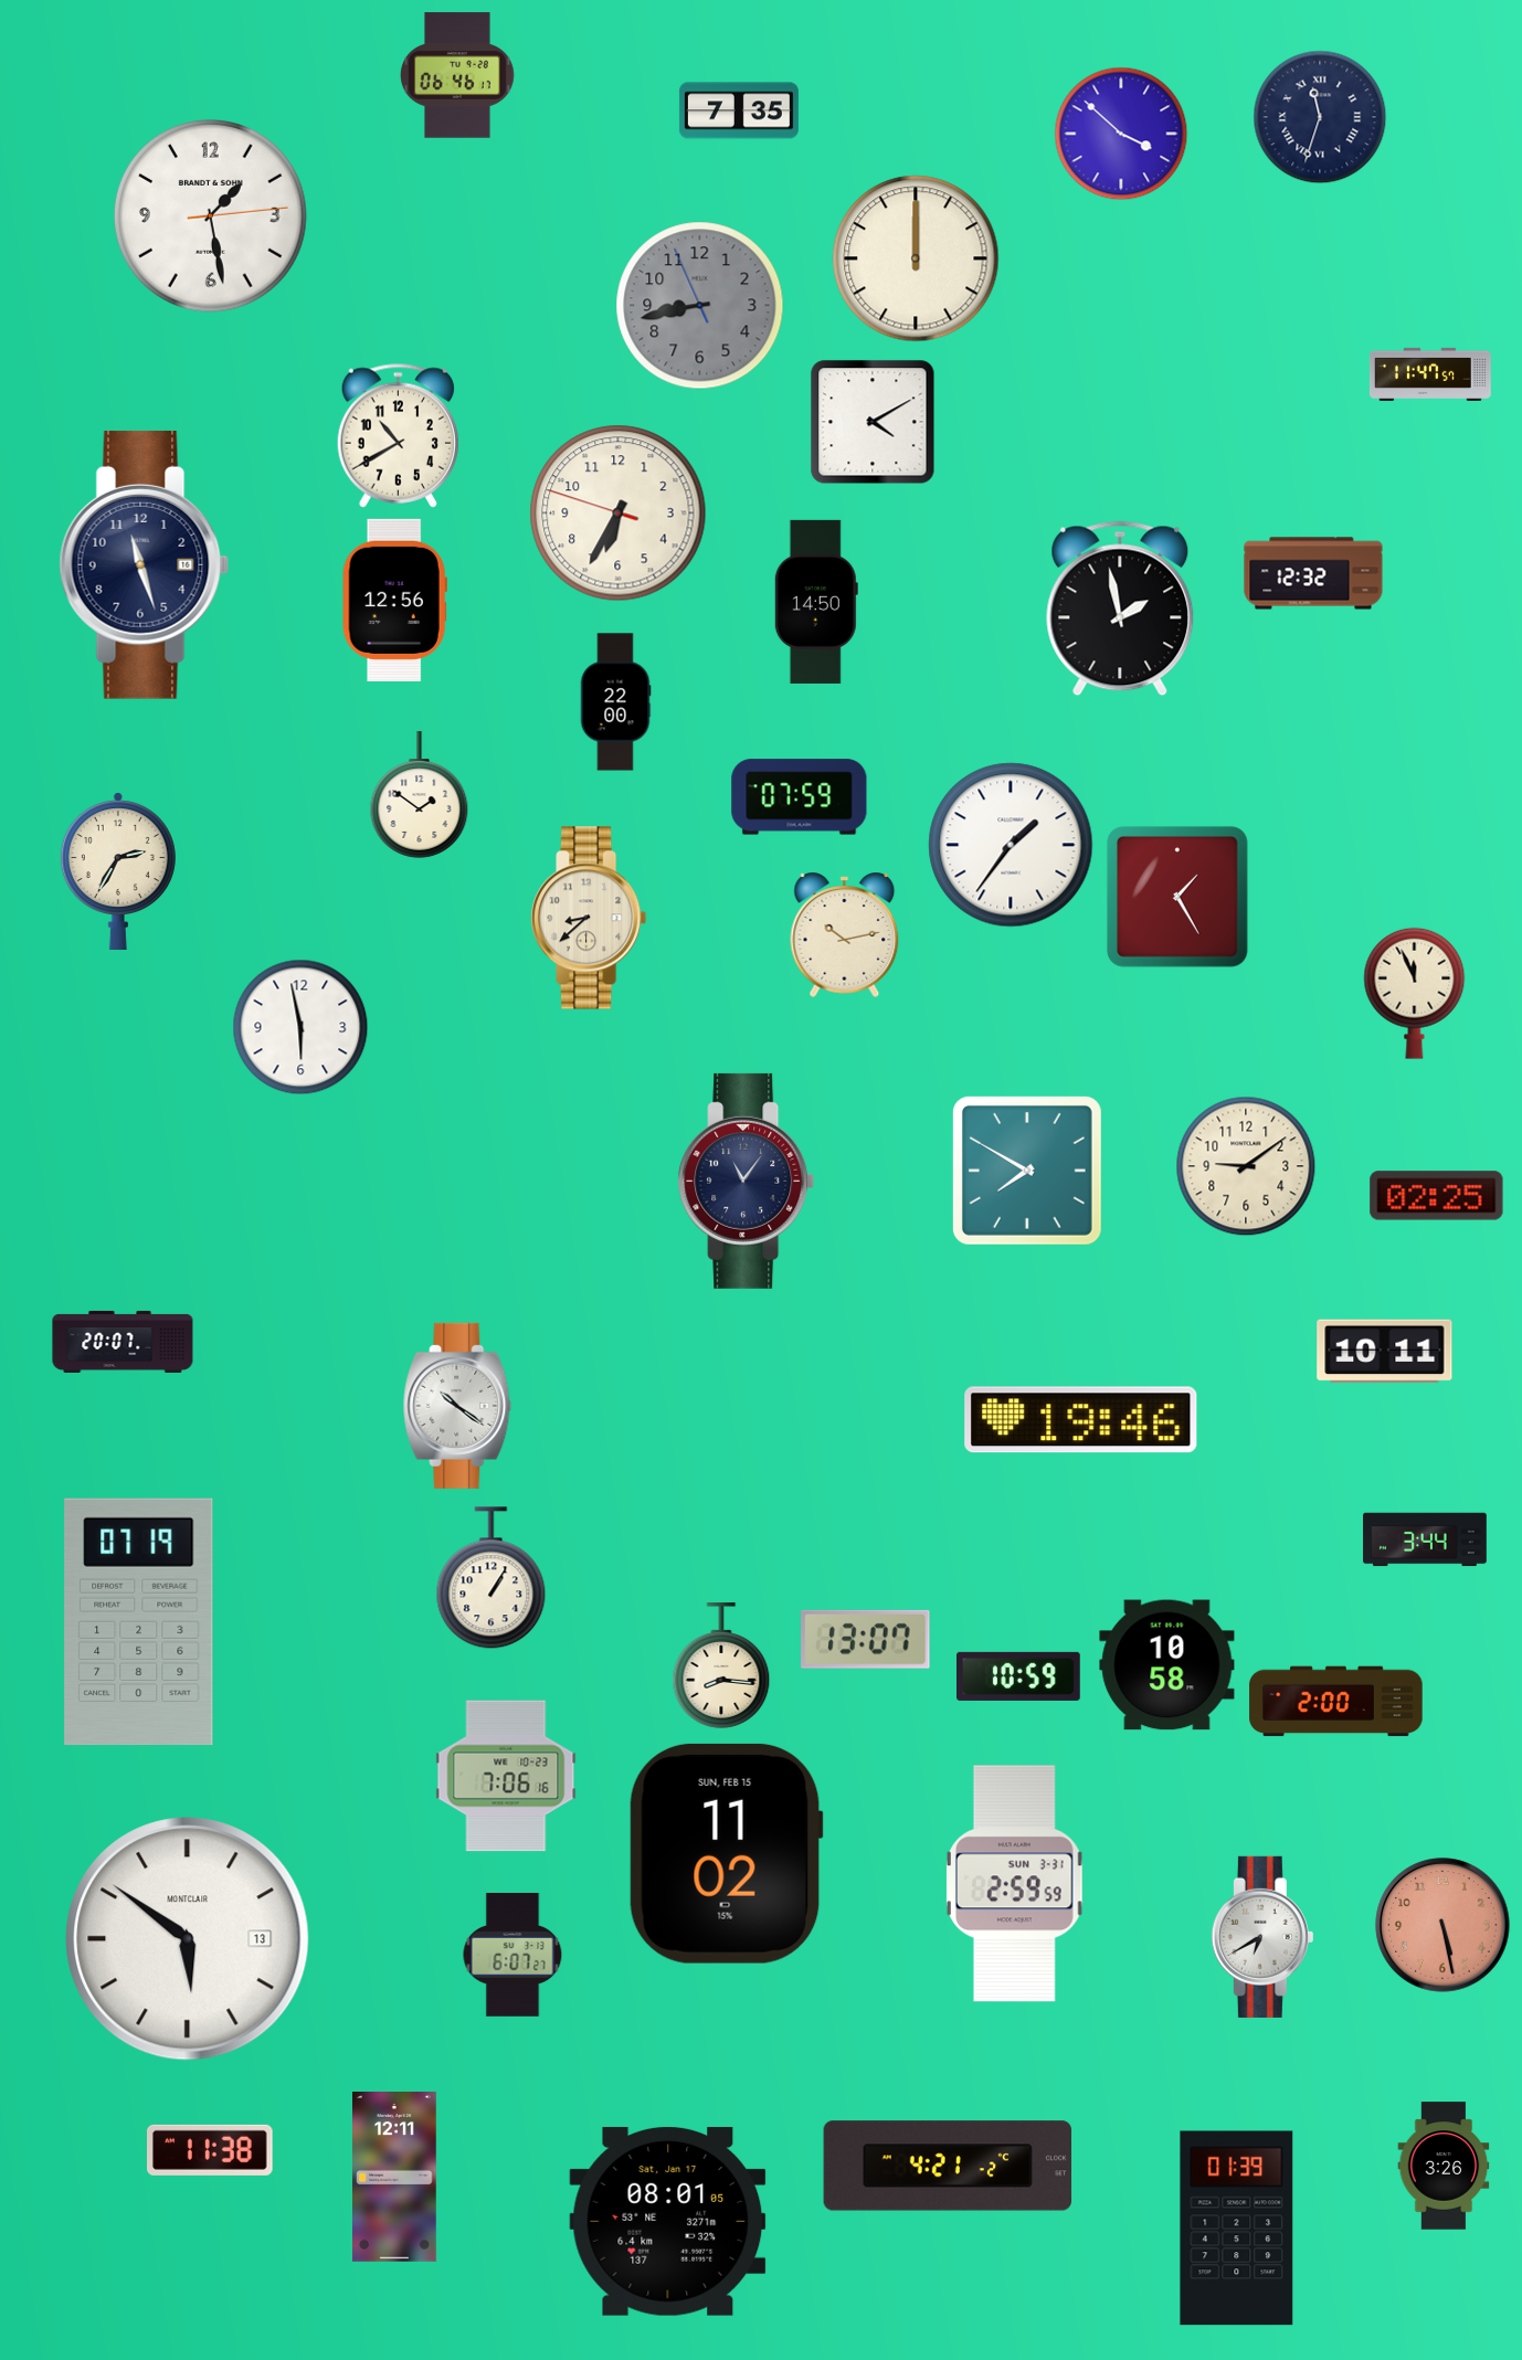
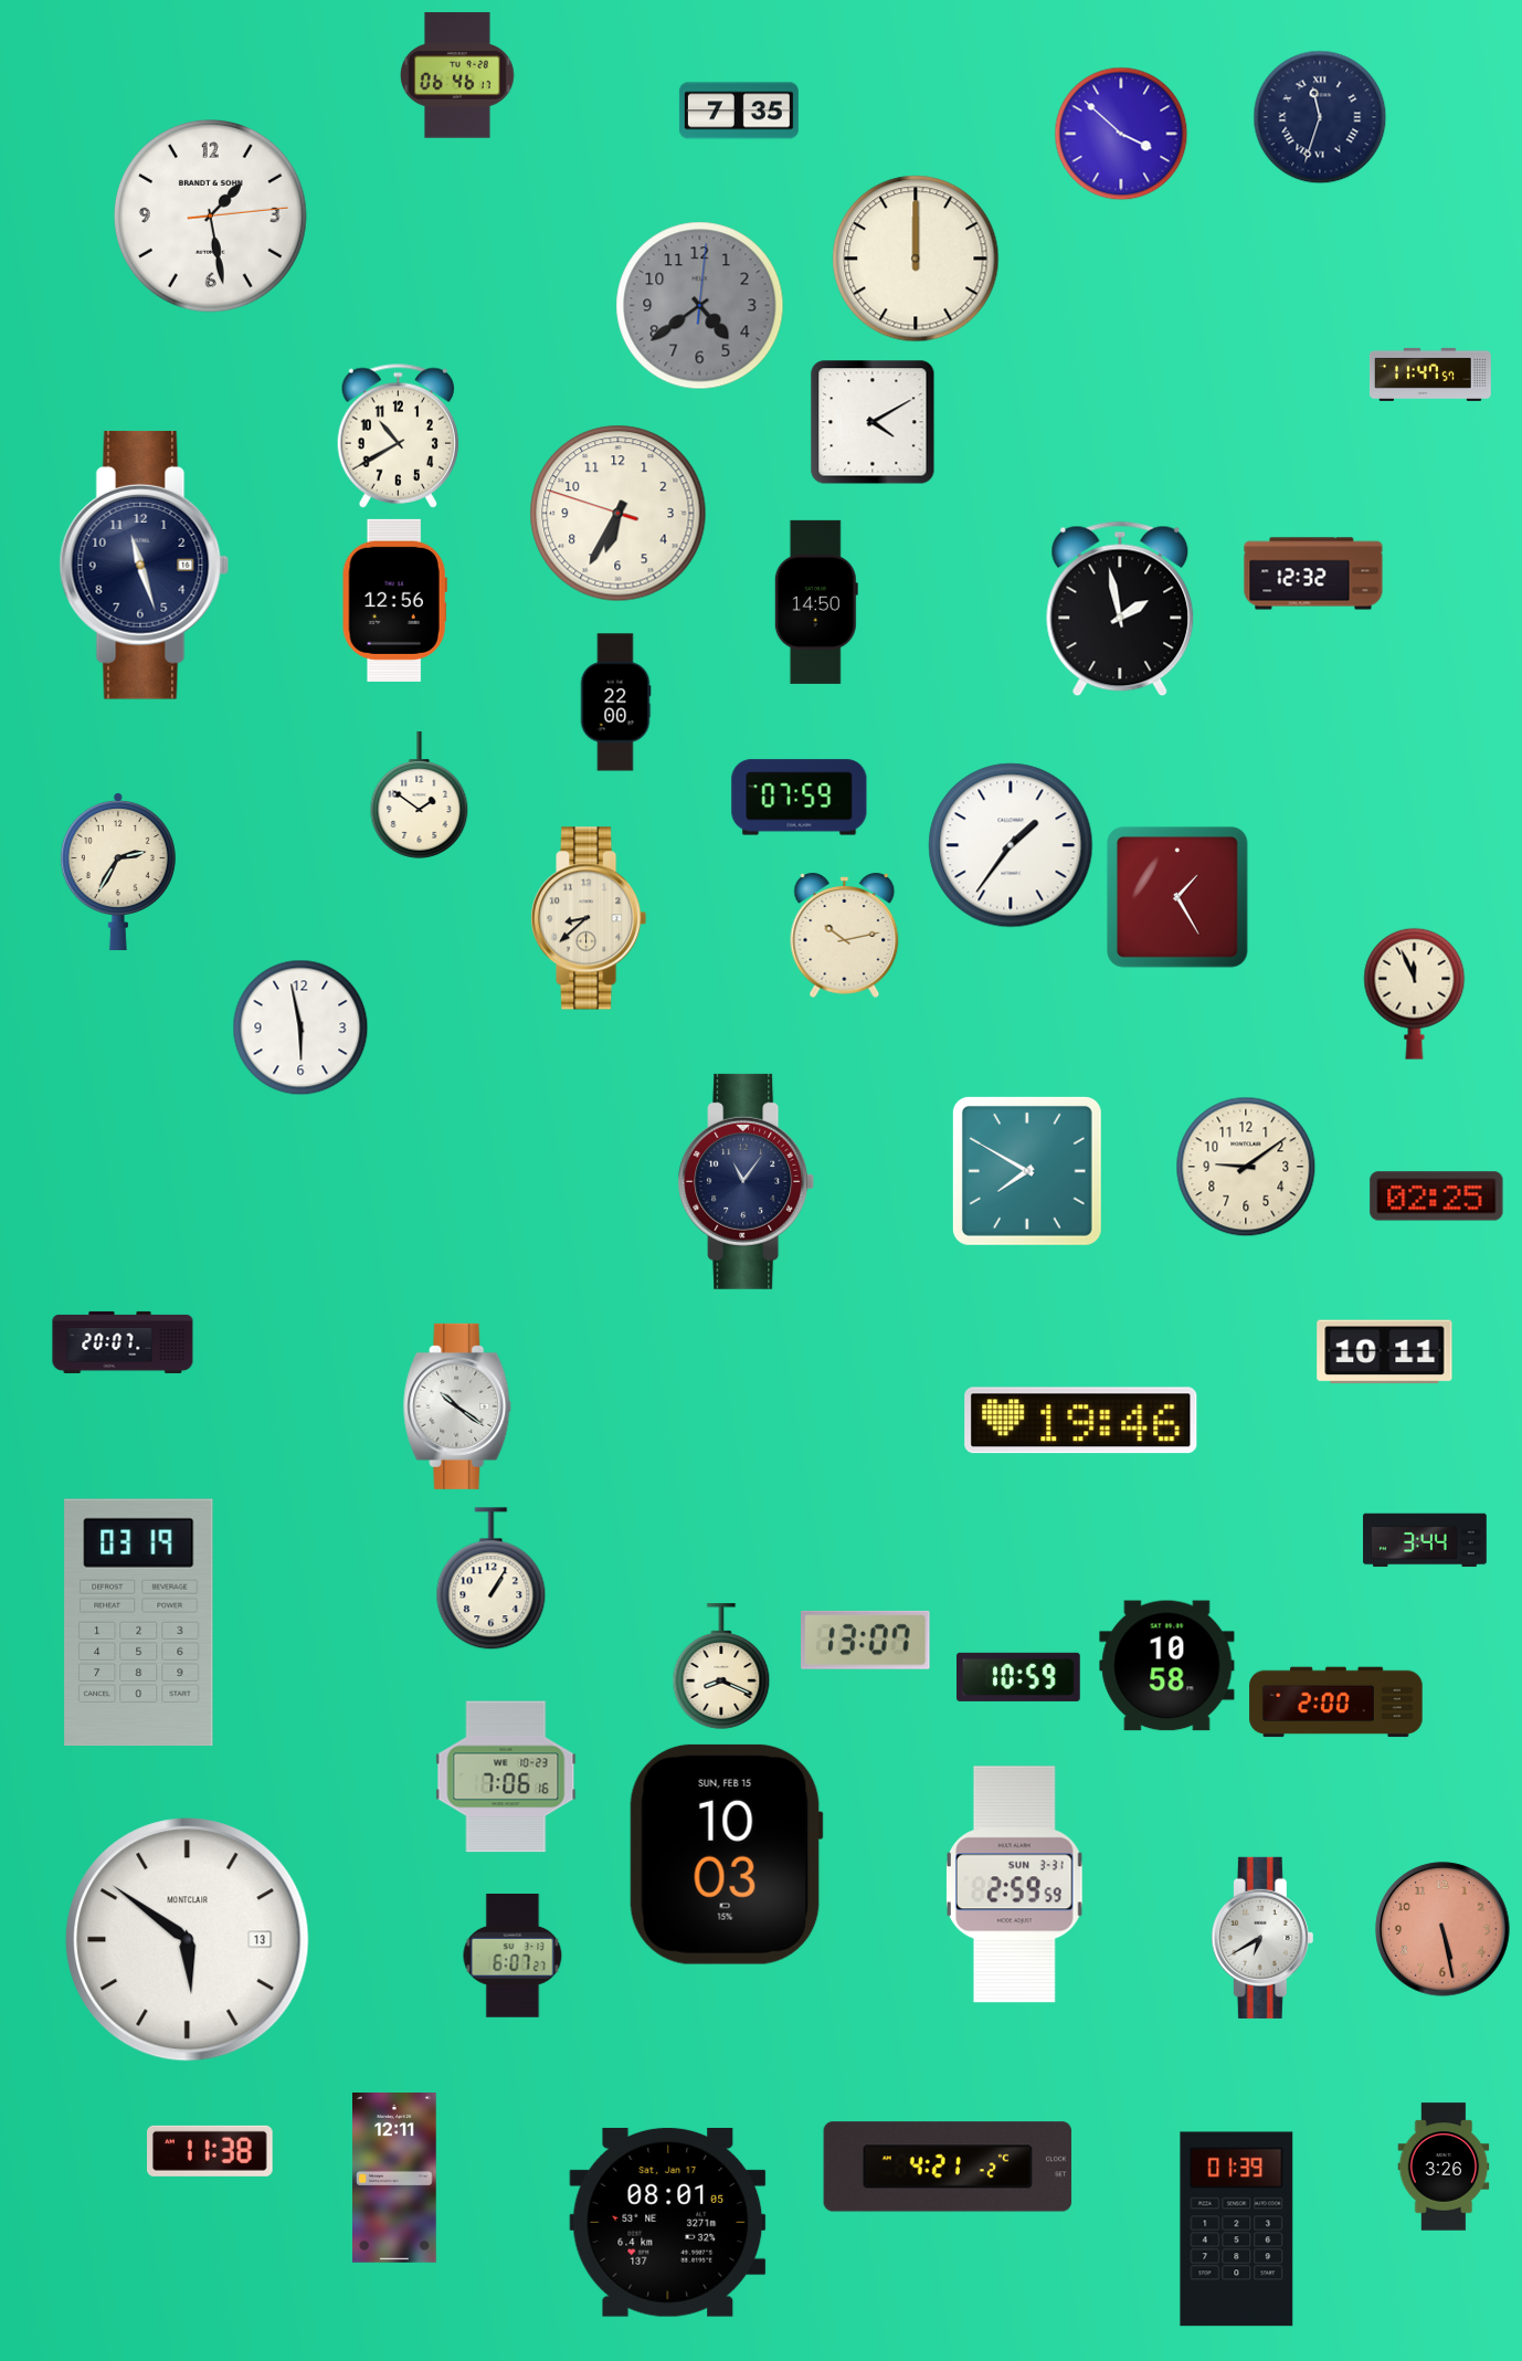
clock at (700, 306): 8:42 -> 4:39
clock at (139, 1622): 07:19 -> 03:19
clock at (721, 1665): 8:16 -> 8:19
clock at (726, 1853): 11:02 -> 10:03
clock at (1442, 1925) position: (1442, 1925) -> (1442, 1929)
